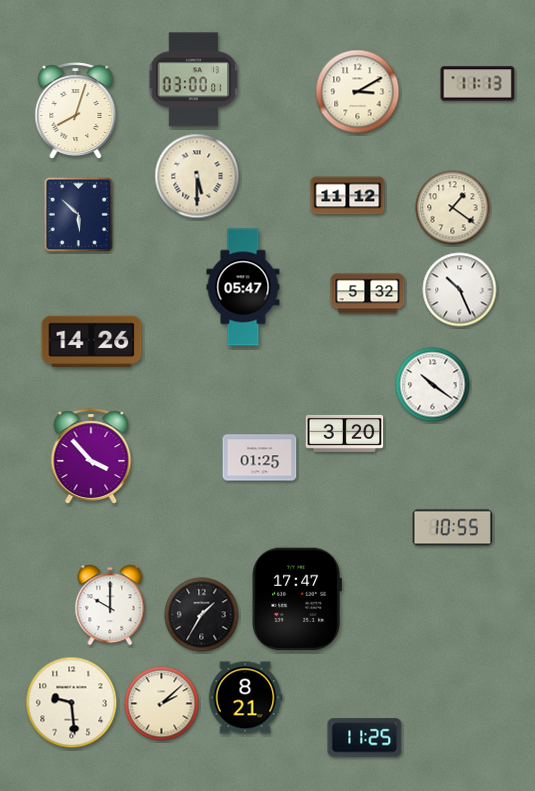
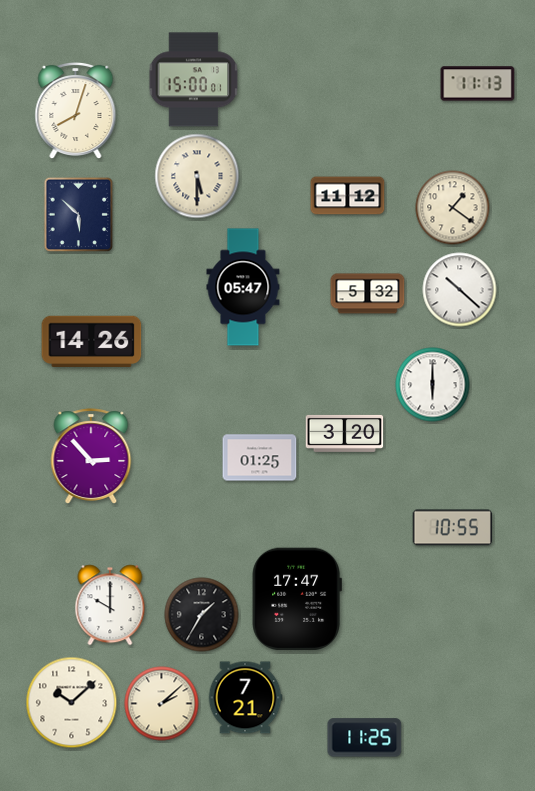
clock at (194, 80): 03:00 -> 15:00
clock at (358, 92): 3:10 -> none
clock at (460, 290): 10:26 -> 10:22
clock at (433, 385): 10:21 -> 6:00
clock at (91, 456): 3:53 -> 2:53
clock at (245, 698): 8:21 -> 7:21
clock at (72, 703): 9:29 -> 10:08
